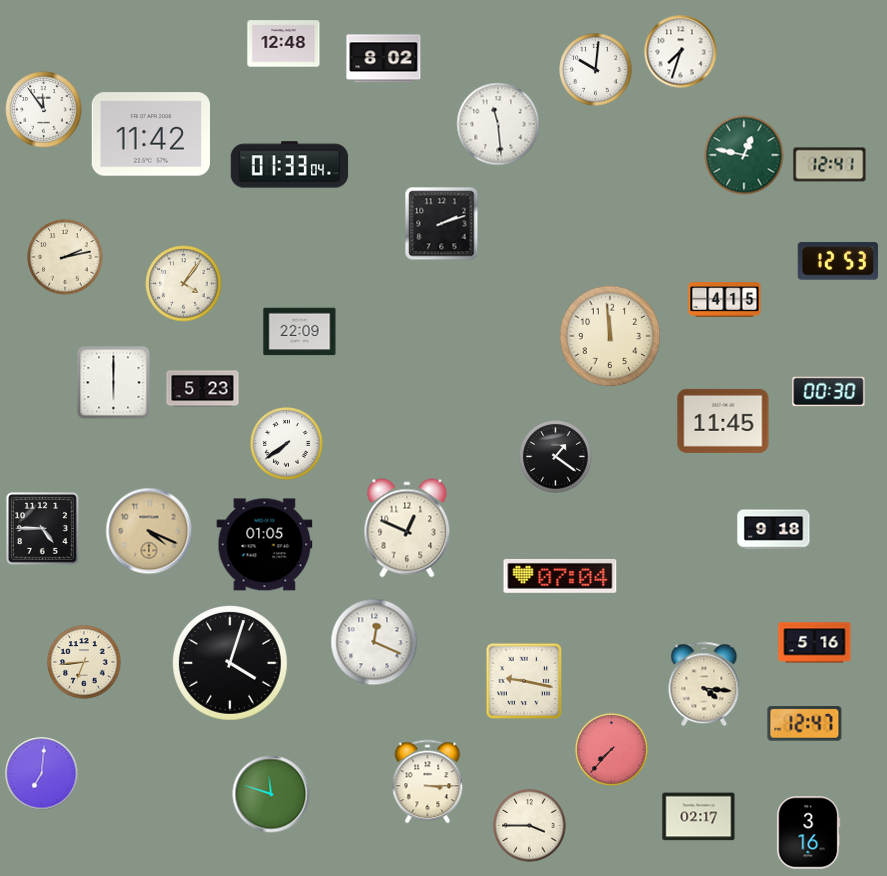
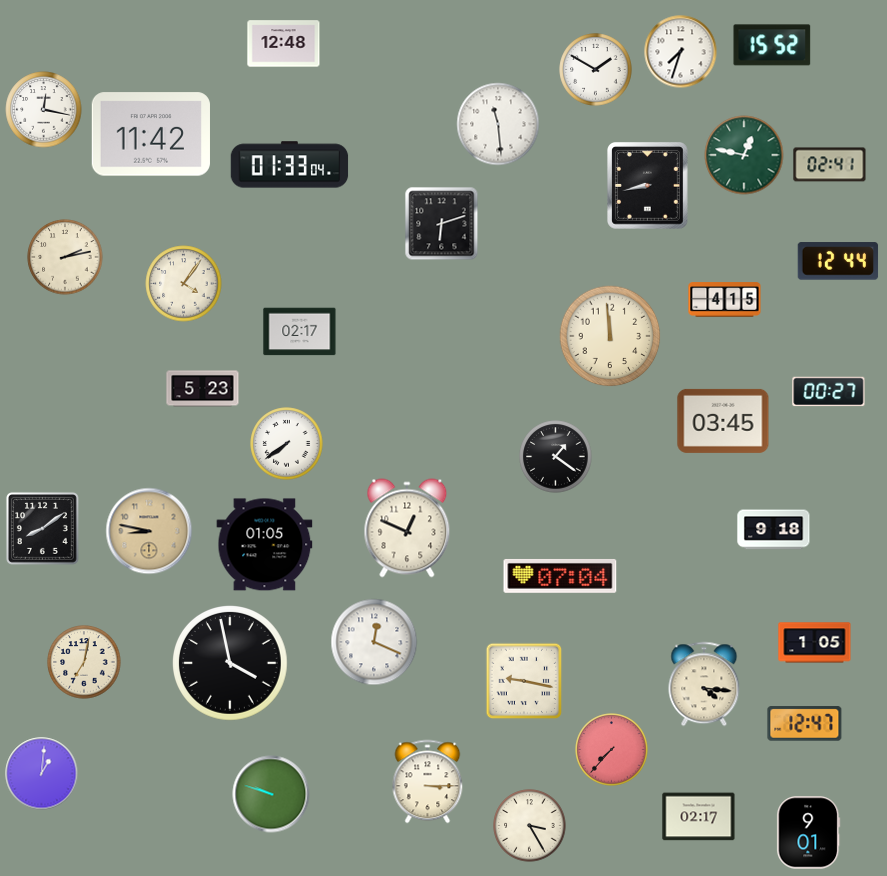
clock at (772, 45): none -> 15:52
clock at (384, 59): 8:02 -> none
clock at (596, 70): 10:01 -> 1:50
clock at (44, 110): 11:54 -> 12:17
clock at (830, 165): 12:41 -> 02:41
clock at (648, 186): none -> 8:43
clock at (442, 224): 2:12 -> 6:12
clock at (838, 261): 12:53 -> 12:44
clock at (300, 332): 22:09 -> 02:17
clock at (114, 383): 6:00 -> none
clock at (829, 392): 00:30 -> 00:27
clock at (723, 421): 11:45 -> 03:45
clock at (42, 528): 4:45 -> 8:09
clock at (149, 531): 4:19 -> 8:47
clock at (815, 643): 5:16 -> 1:05
clock at (84, 662): 6:44 -> 7:02
clock at (231, 664): 4:03 -> 3:58
clock at (42, 774): 7:01 -> 1:01
clock at (271, 794): 11:48 -> 9:48
clock at (530, 826): 3:45 -> 3:25
clock at (809, 833): 3:16 -> 9:01
